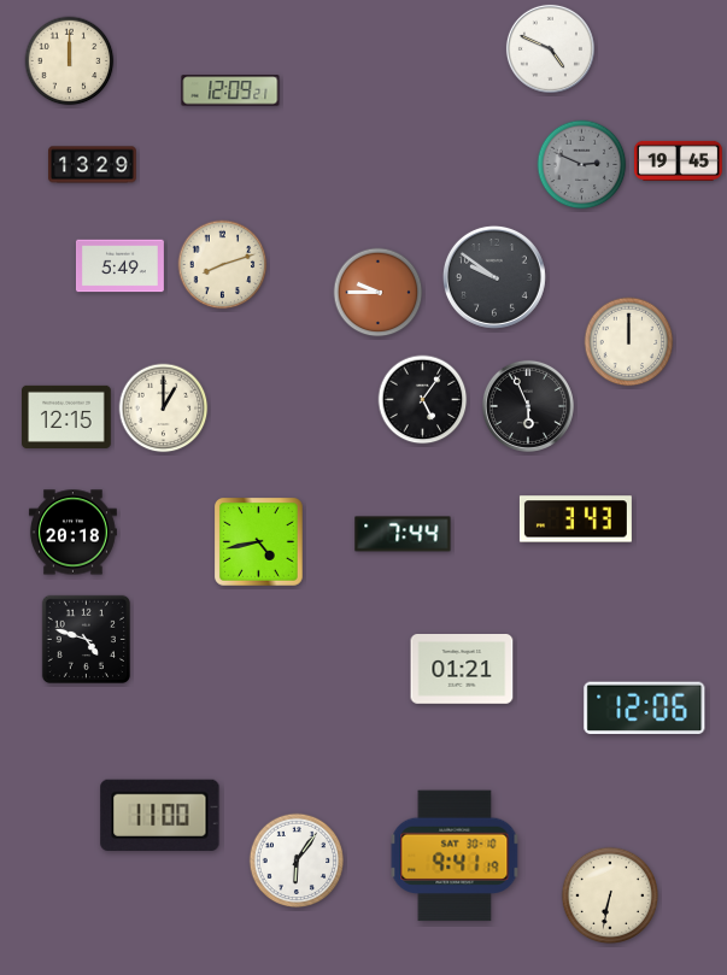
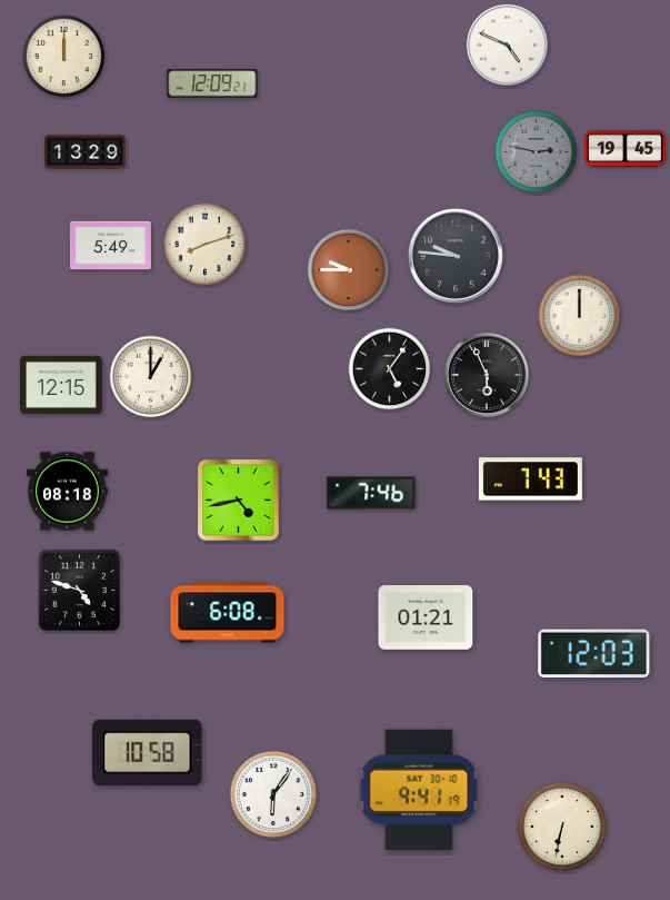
clock at (582, 165): 2:49 -> 2:47
clock at (494, 277): 9:51 -> 9:46
clock at (575, 519): 3:43 -> 7:43
clock at (72, 533): 20:18 -> 08:18
clock at (403, 534): 7:44 -> 7:46
clock at (228, 613): none -> 6:08
clock at (645, 707): 12:06 -> 12:03
clock at (160, 815): 11:00 -> 10:58
